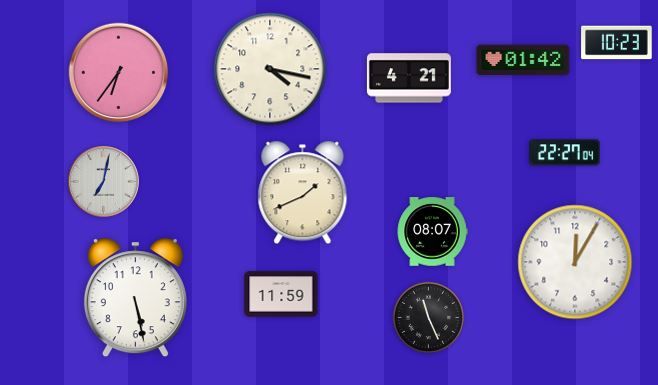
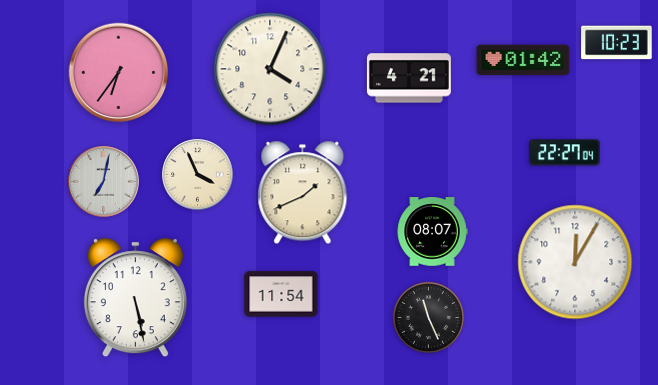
clock at (270, 69): 4:17 -> 4:04
clock at (198, 175): none -> 3:56
clock at (281, 294): 11:59 -> 11:54
